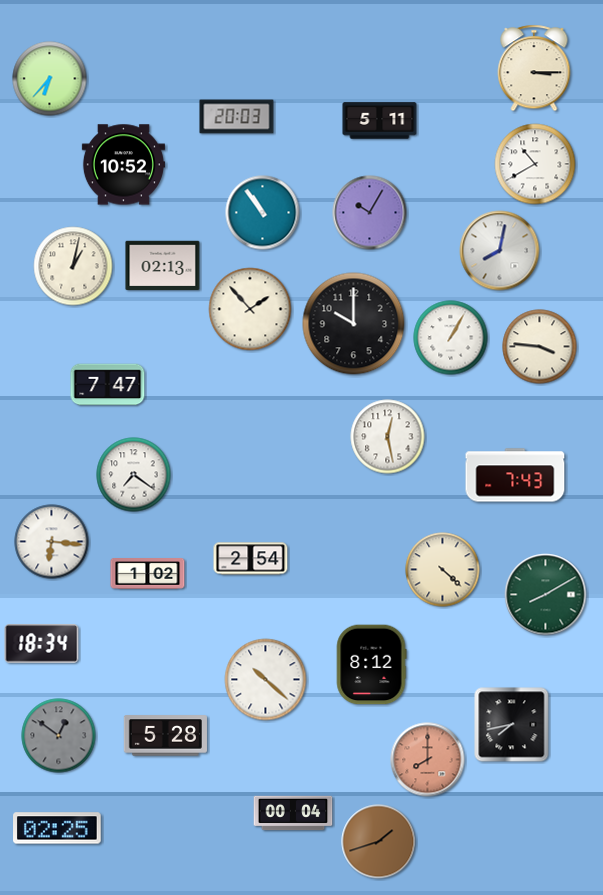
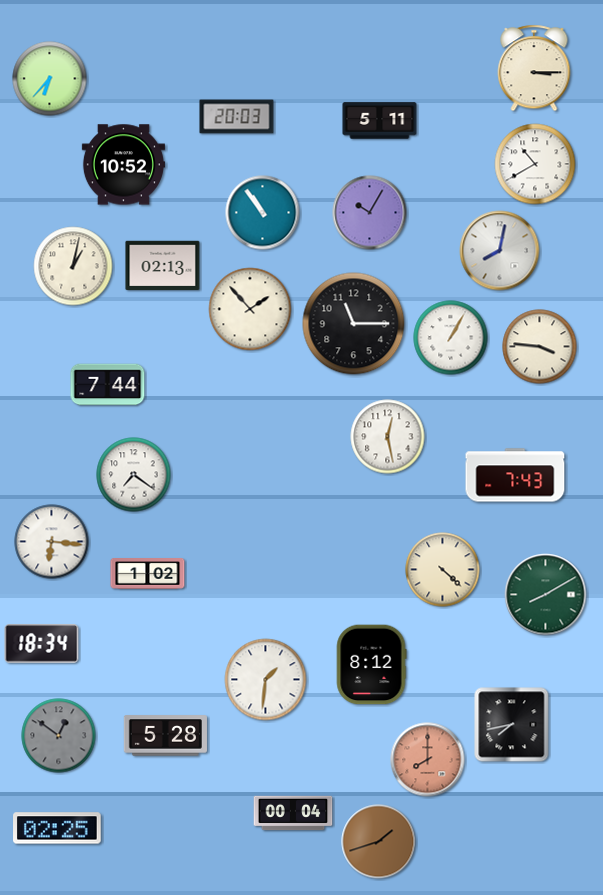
clock at (354, 324): 10:00 -> 11:15
clock at (108, 385): 7:47 -> 7:44
clock at (251, 559): 2:54 -> none
clock at (266, 680): 10:22 -> 1:31
